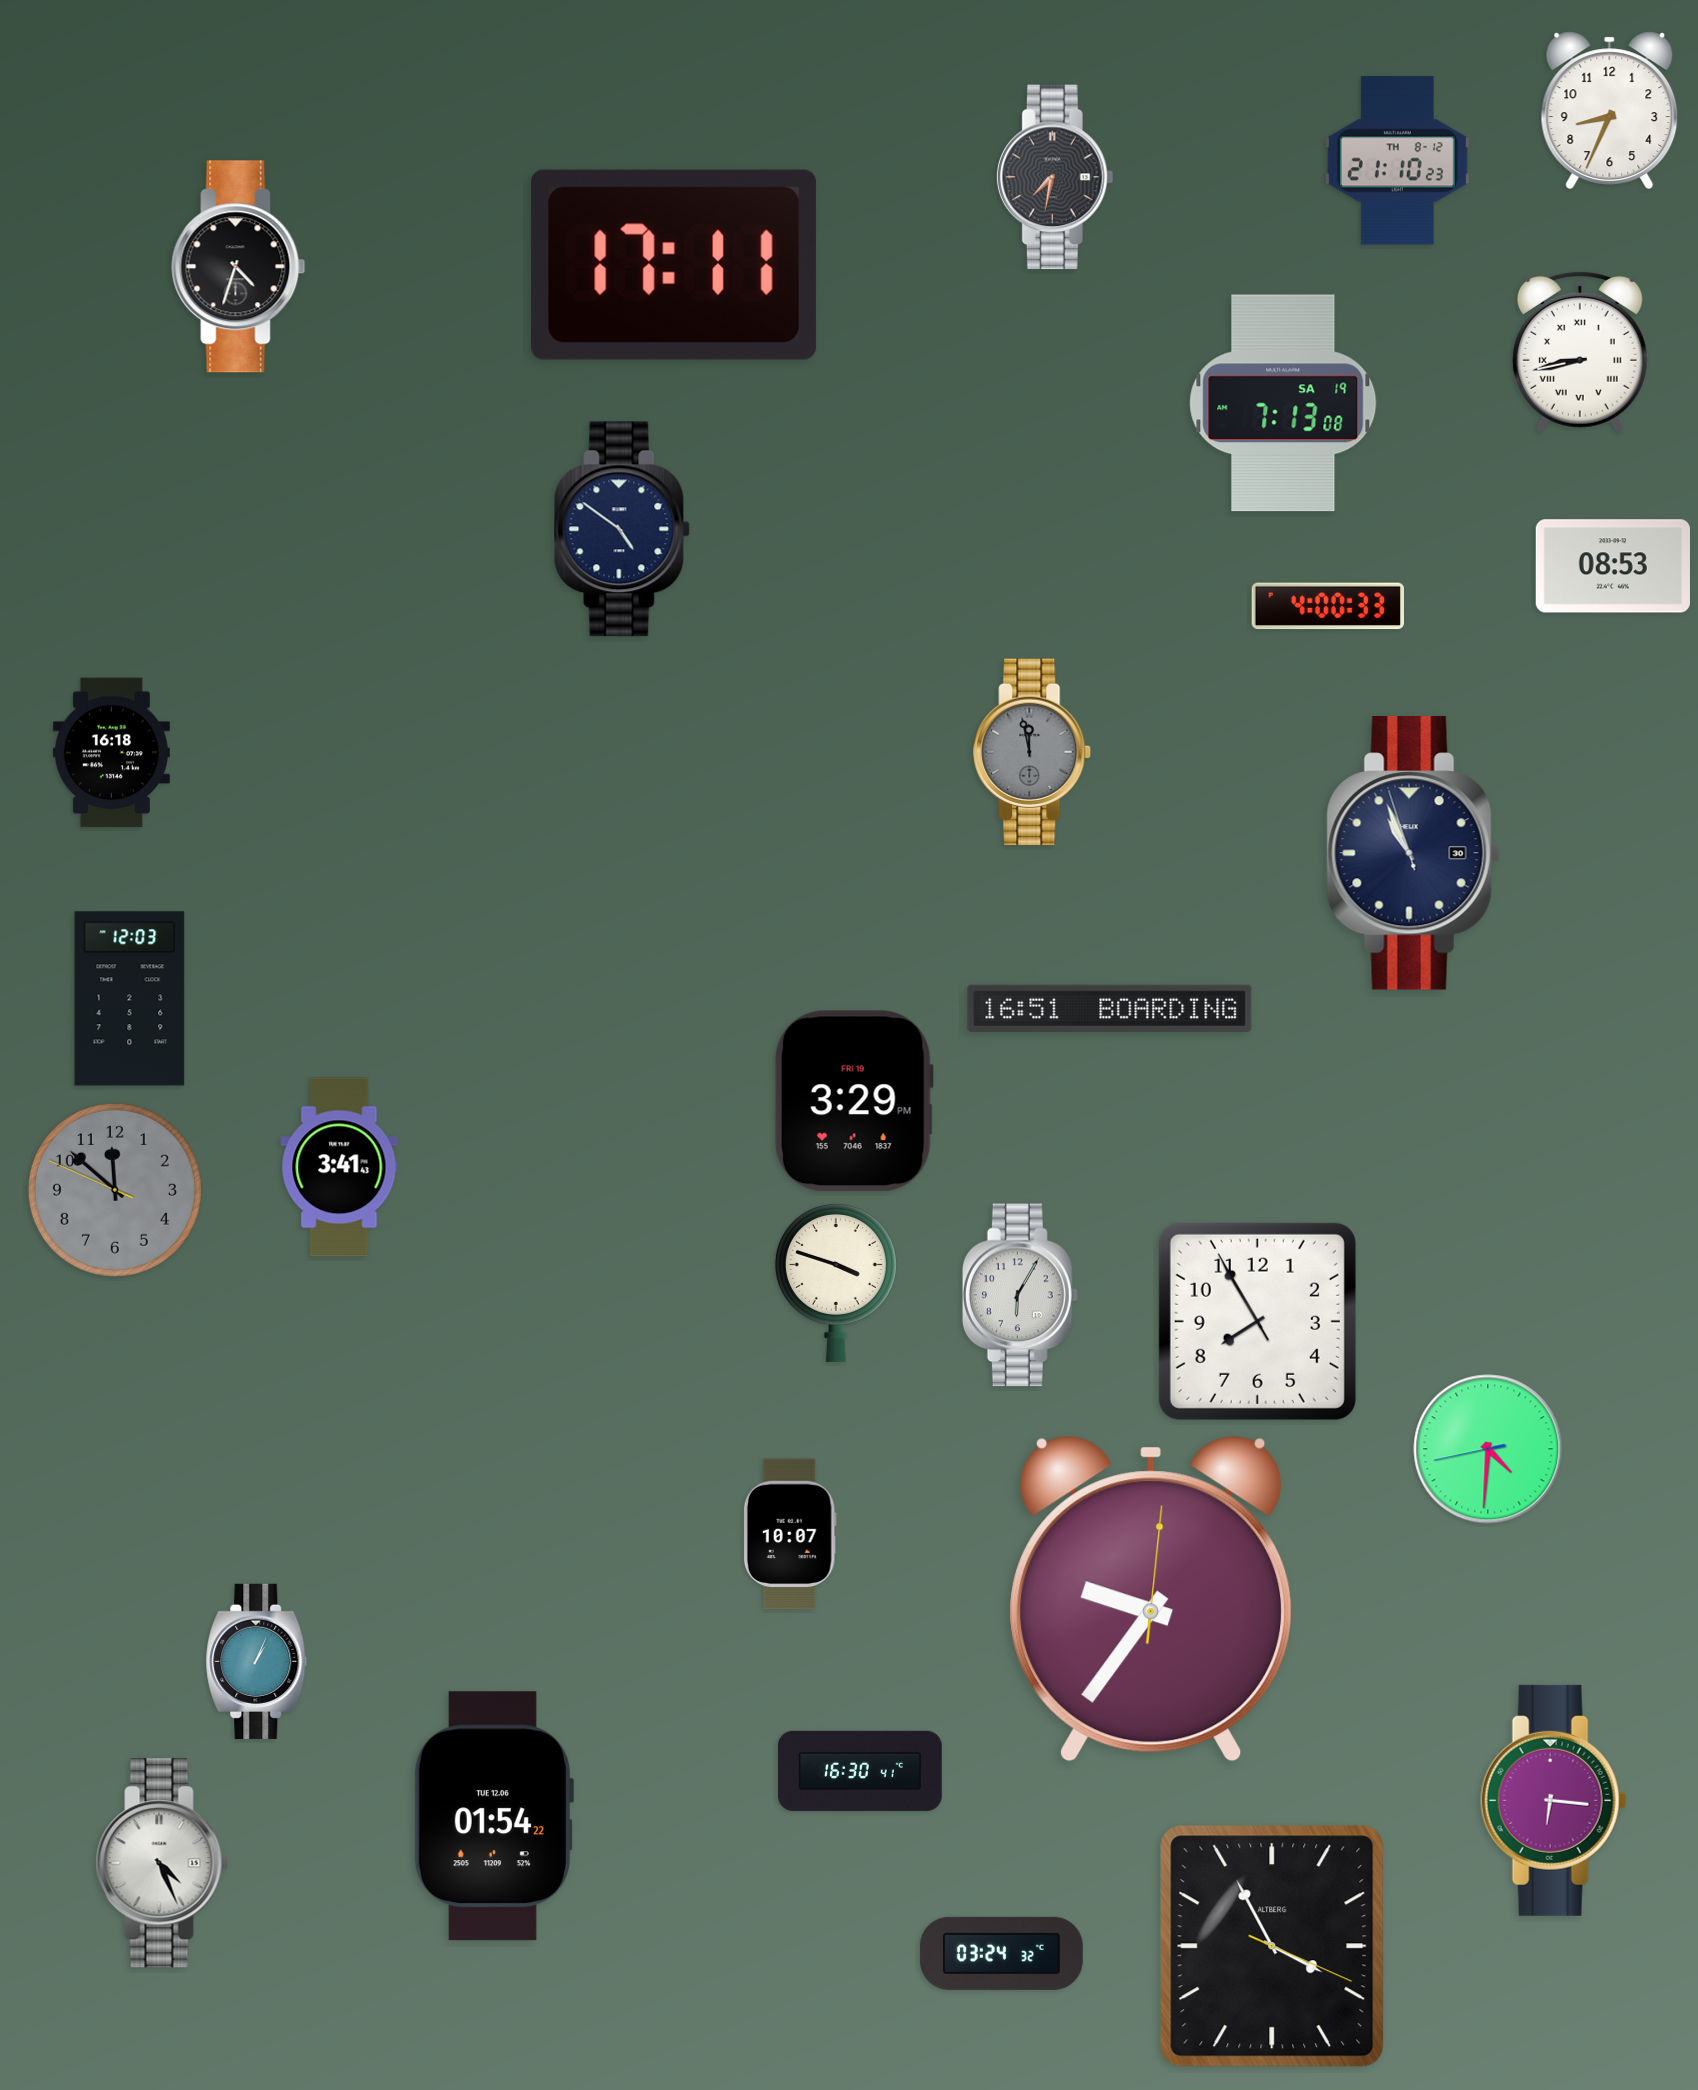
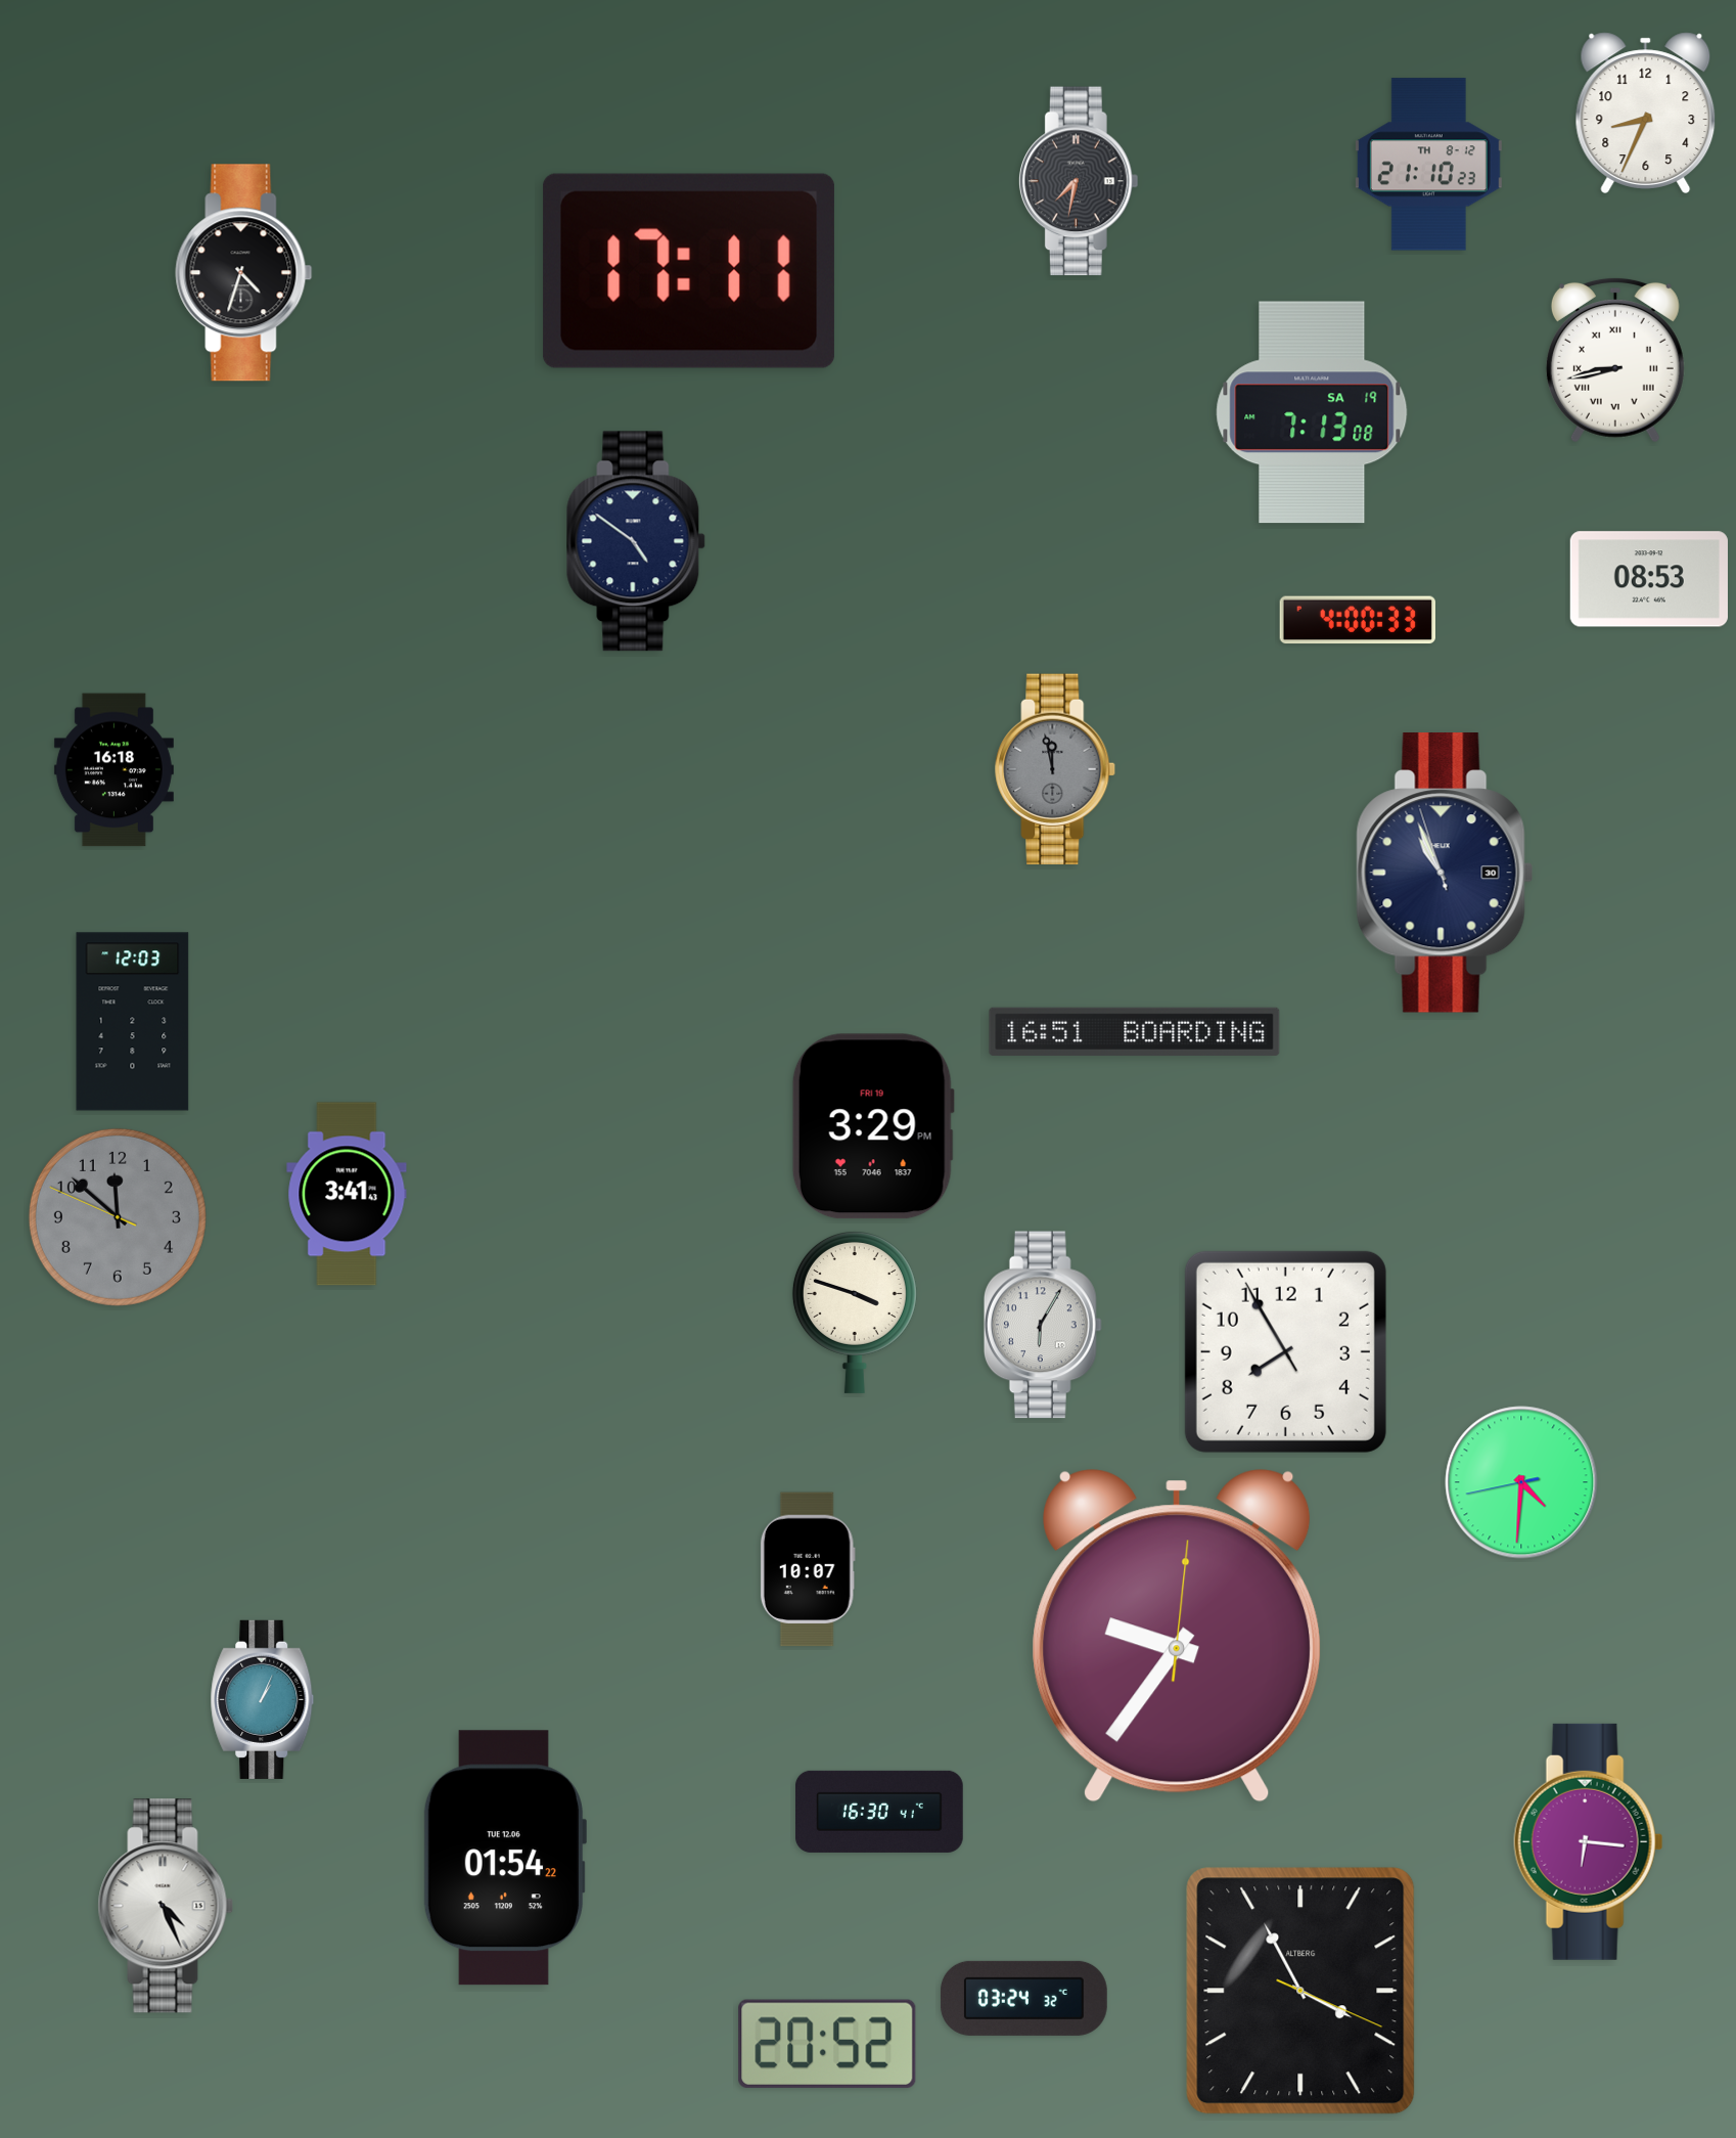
clock at (827, 2044): none -> 20:52
